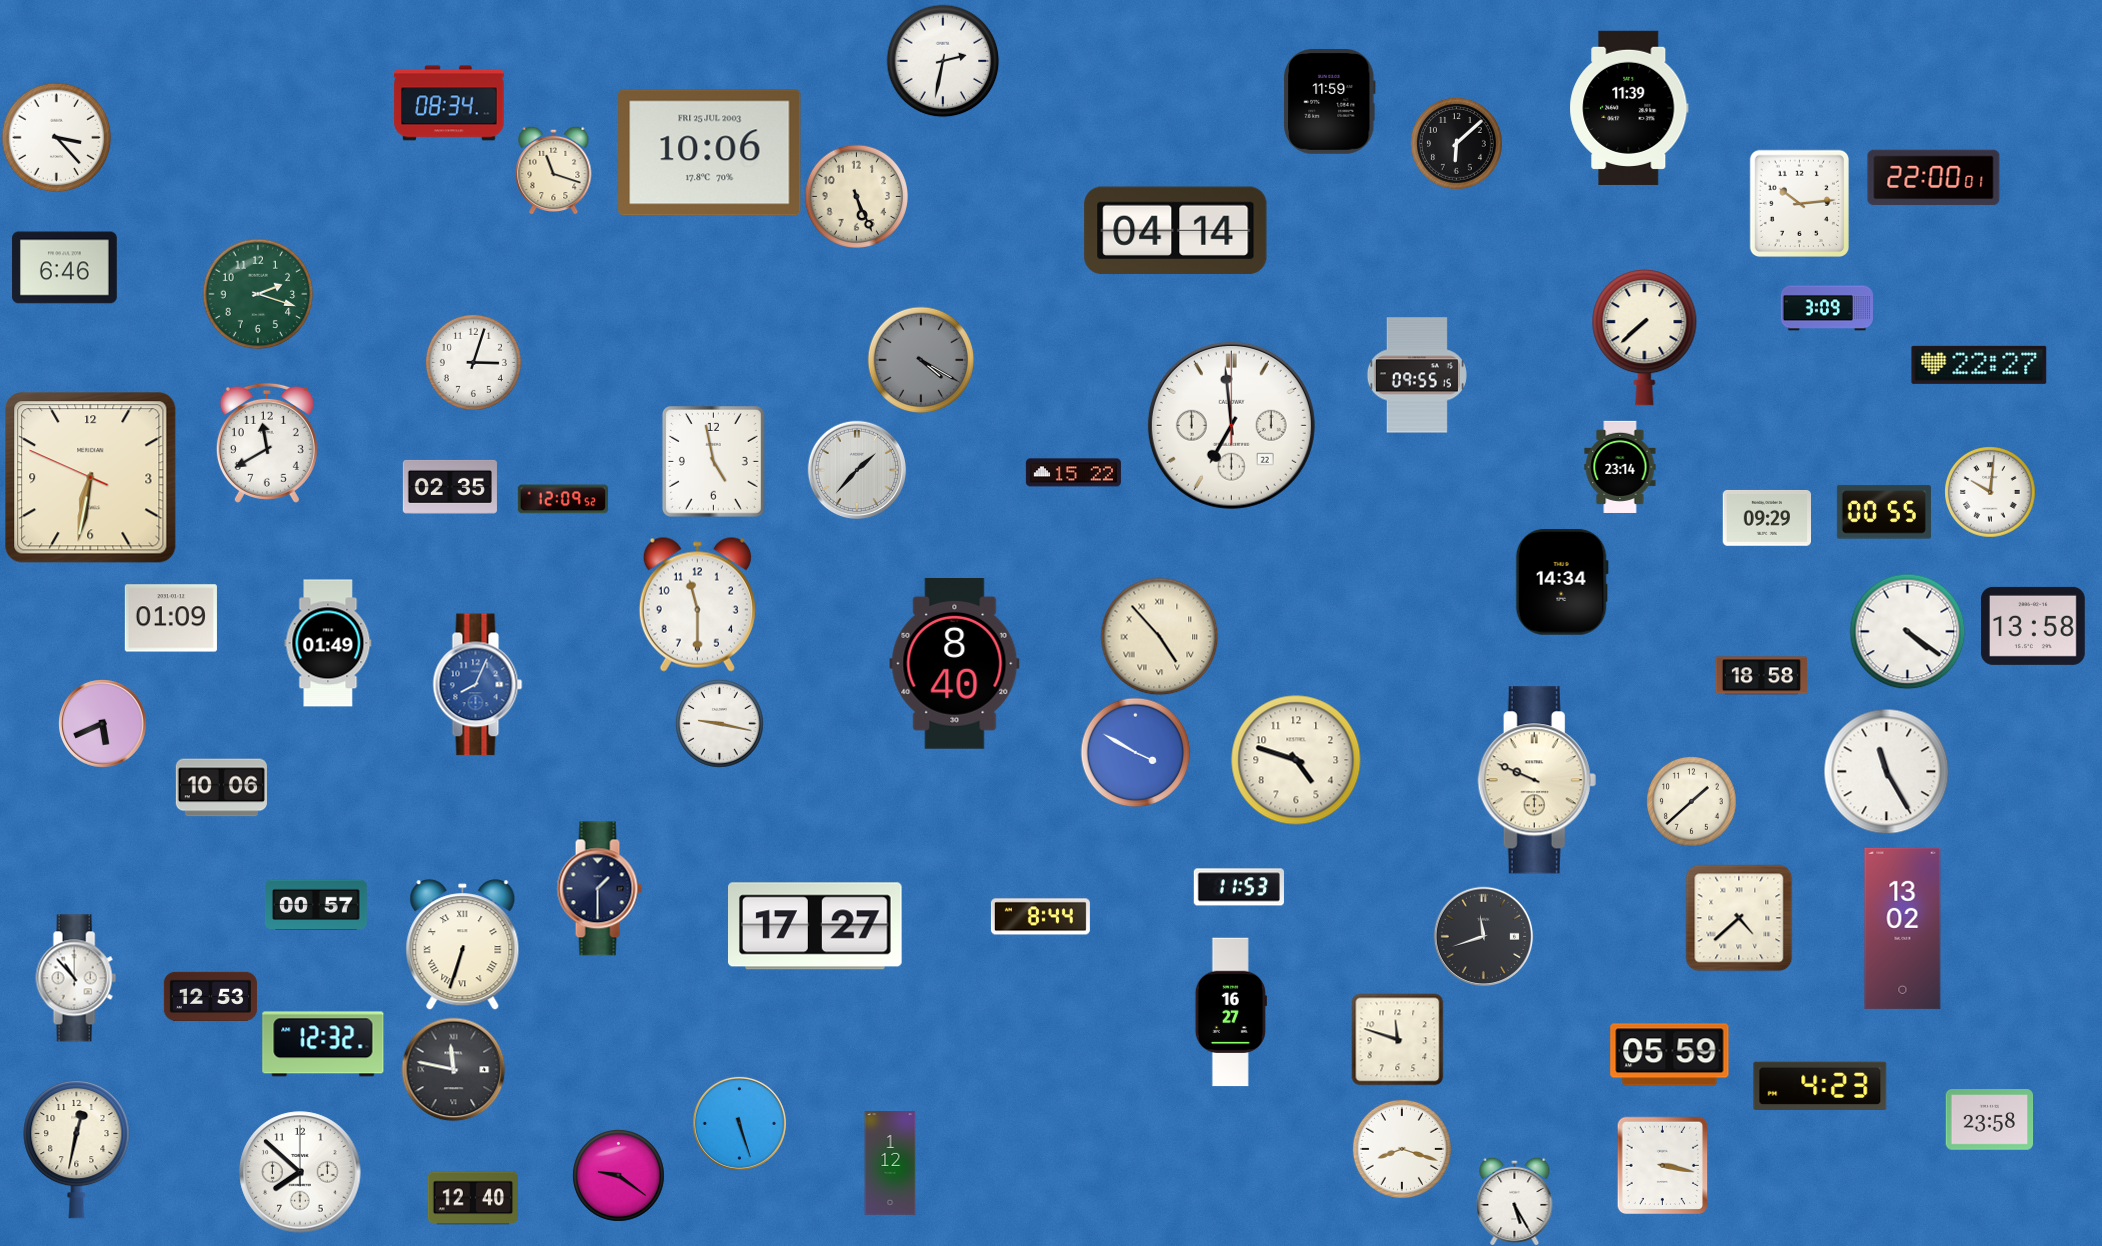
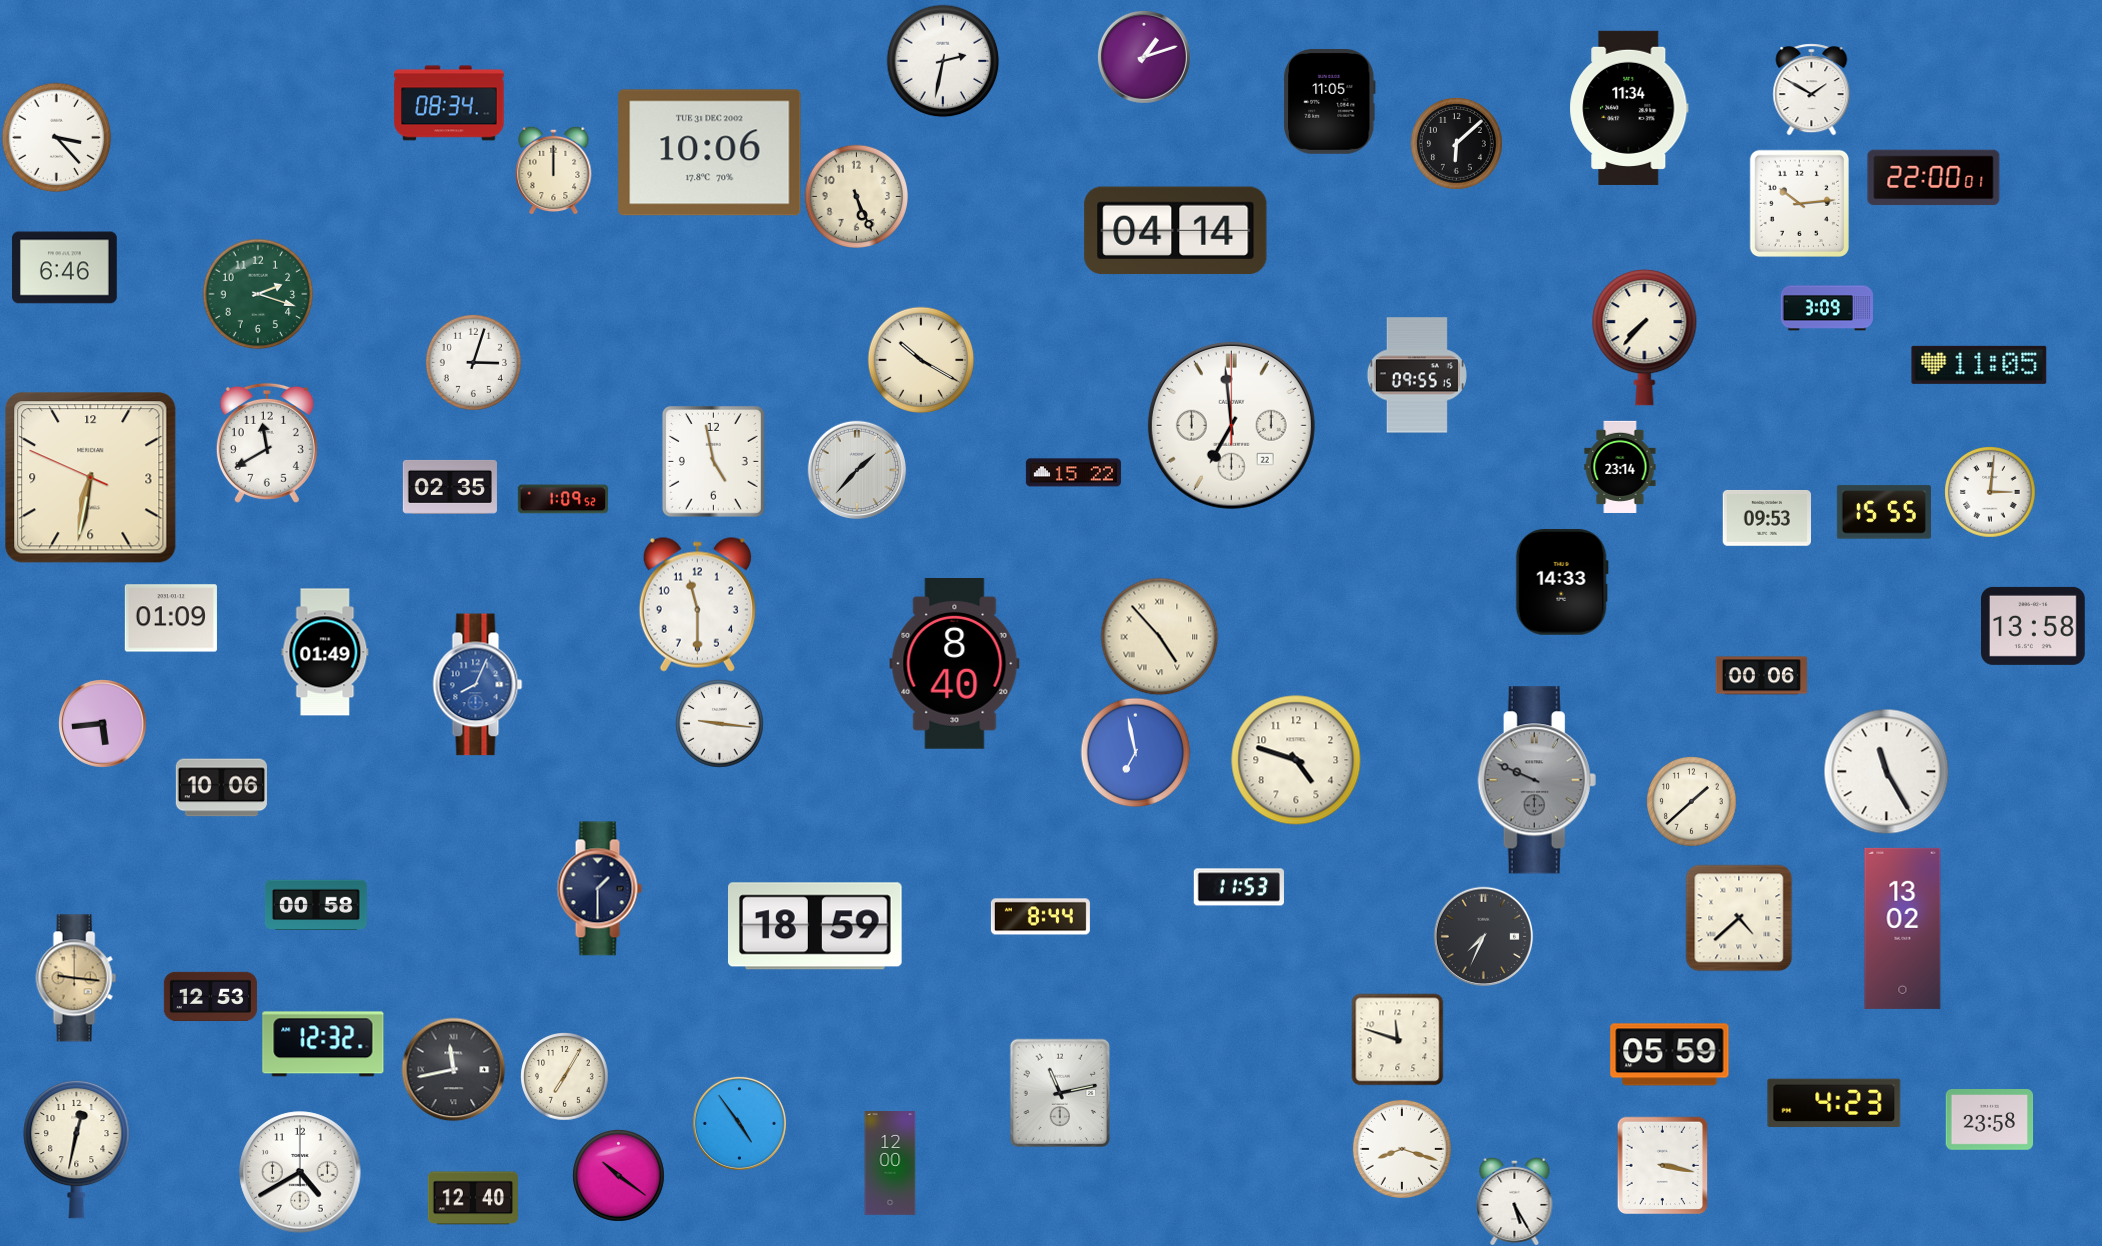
clock at (1144, 57): none -> 1:12
clock at (1812, 89): none -> 1:50
clock at (1330, 102): 11:59 -> 11:05
clock at (1629, 108): 11:39 -> 11:34
clock at (710, 153) date: FRI 25 JUL 2003 -> TUE 31 DEC 2002
clock at (554, 170): 11:18 -> 12:00
clock at (1645, 338): 7:38 -> 7:37
clock at (921, 360): 4:20 -> 10:20
clock at (921, 360) dial: grey -> cream
clock at (1979, 365): 22:27 -> 11:05
clock at (1990, 492): 10:01 -> 3:01
clock at (562, 499): 12:09 -> 1:09
clock at (1884, 512): 00:55 -> 15:55
clock at (1766, 518): 09:29 -> 09:53
clock at (1562, 583): 14:34 -> 14:33
clock at (1907, 631): 4:21 -> none
clock at (328, 643) position: (328, 643) -> (325, 652)
clock at (1761, 676): 18:58 -> 00:06
clock at (102, 723): 5:41 -> 5:44
clock at (719, 723): 9:17 -> 9:16
clock at (1135, 752): 3:50 -> 6:58
clock at (1537, 780) dial: cream -> grey
clock at (316, 905): 00:57 -> 00:58
clock at (816, 926): 17:27 -> 18:59
clock at (1483, 936): 11:42 -> 7:34
clock at (463, 945): 6:33 -> none
clock at (76, 978): 10:53 -> 9:16
clock at (76, 978) dial: white -> champagne
clock at (1231, 1012): 16:27 -> none
clock at (453, 1069): 11:47 -> 11:43
clock at (564, 1076): none -> 7:05
clock at (1820, 1085) position: (1820, 1085) -> (1834, 1102)
clock at (1060, 1093): none -> 11:13
clock at (739, 1123): 5:27 -> 4:54
clock at (890, 1163): 1:12 -> 12:00
clock at (300, 1172): 7:52 -> 4:40
clock at (618, 1175): 9:21 -> 10:21
